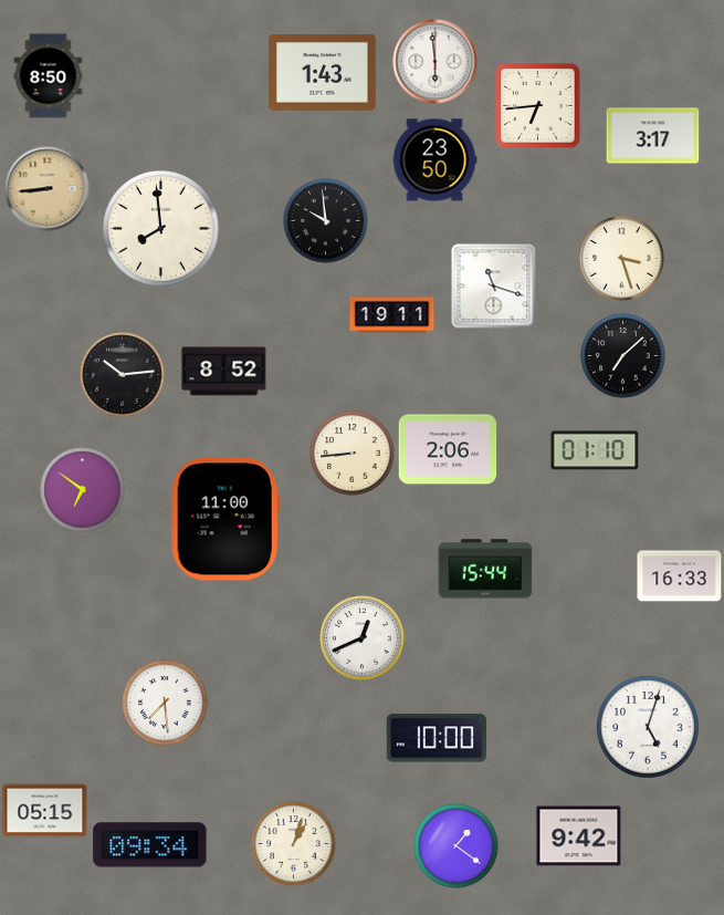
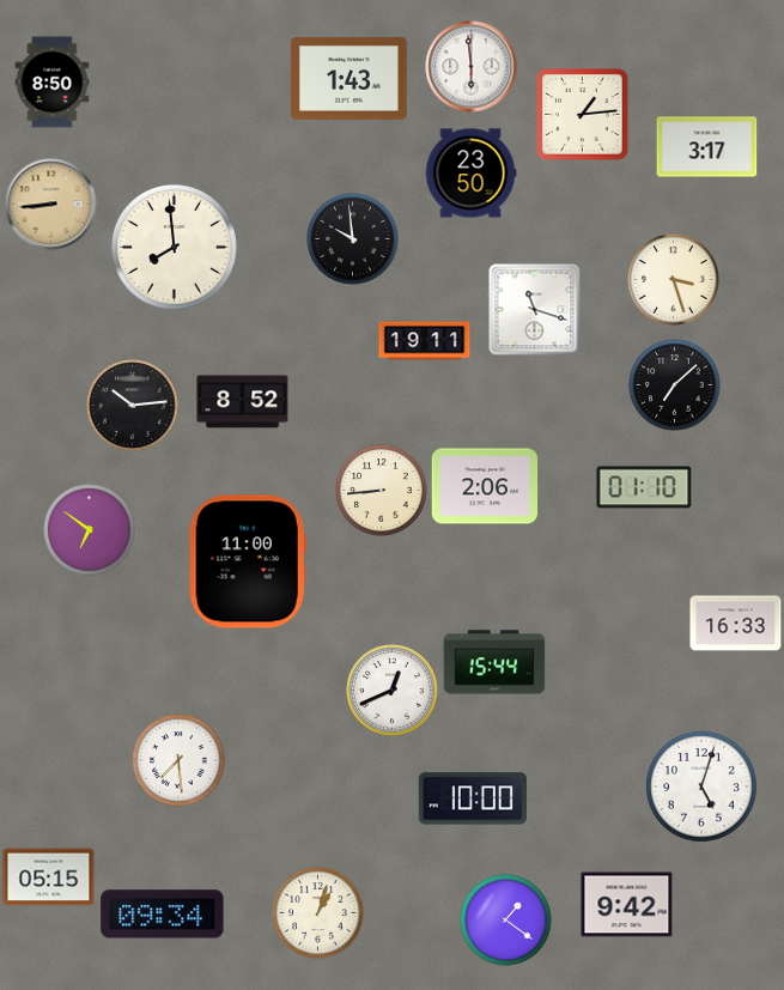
clock at (538, 106): 6:44 -> 1:14
clock at (225, 519) position: (225, 519) -> (248, 561)
clock at (485, 569) position: (485, 569) -> (494, 662)
clock at (457, 846) position: (457, 846) -> (506, 921)
